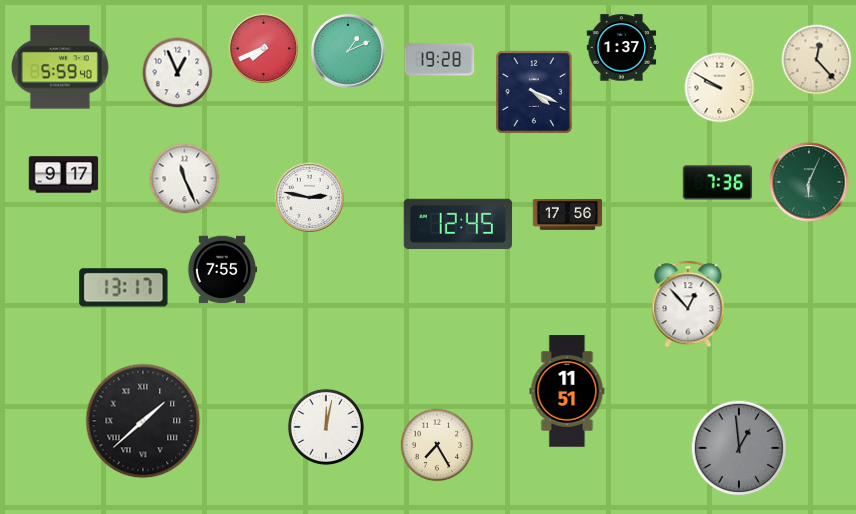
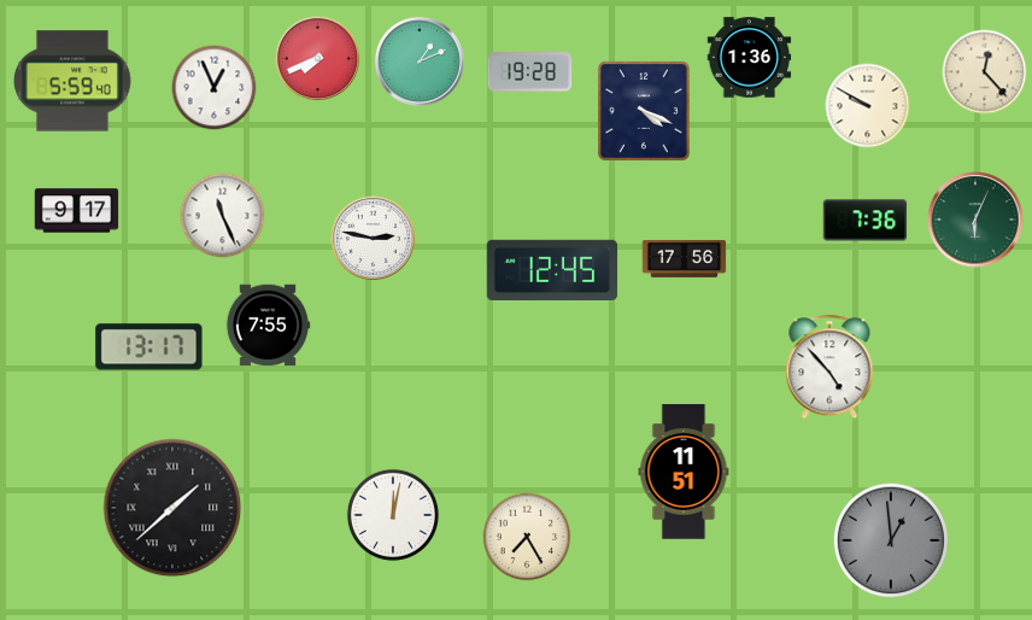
clock at (622, 48): 1:37 -> 1:36
clock at (688, 304): 12:53 -> 4:53
